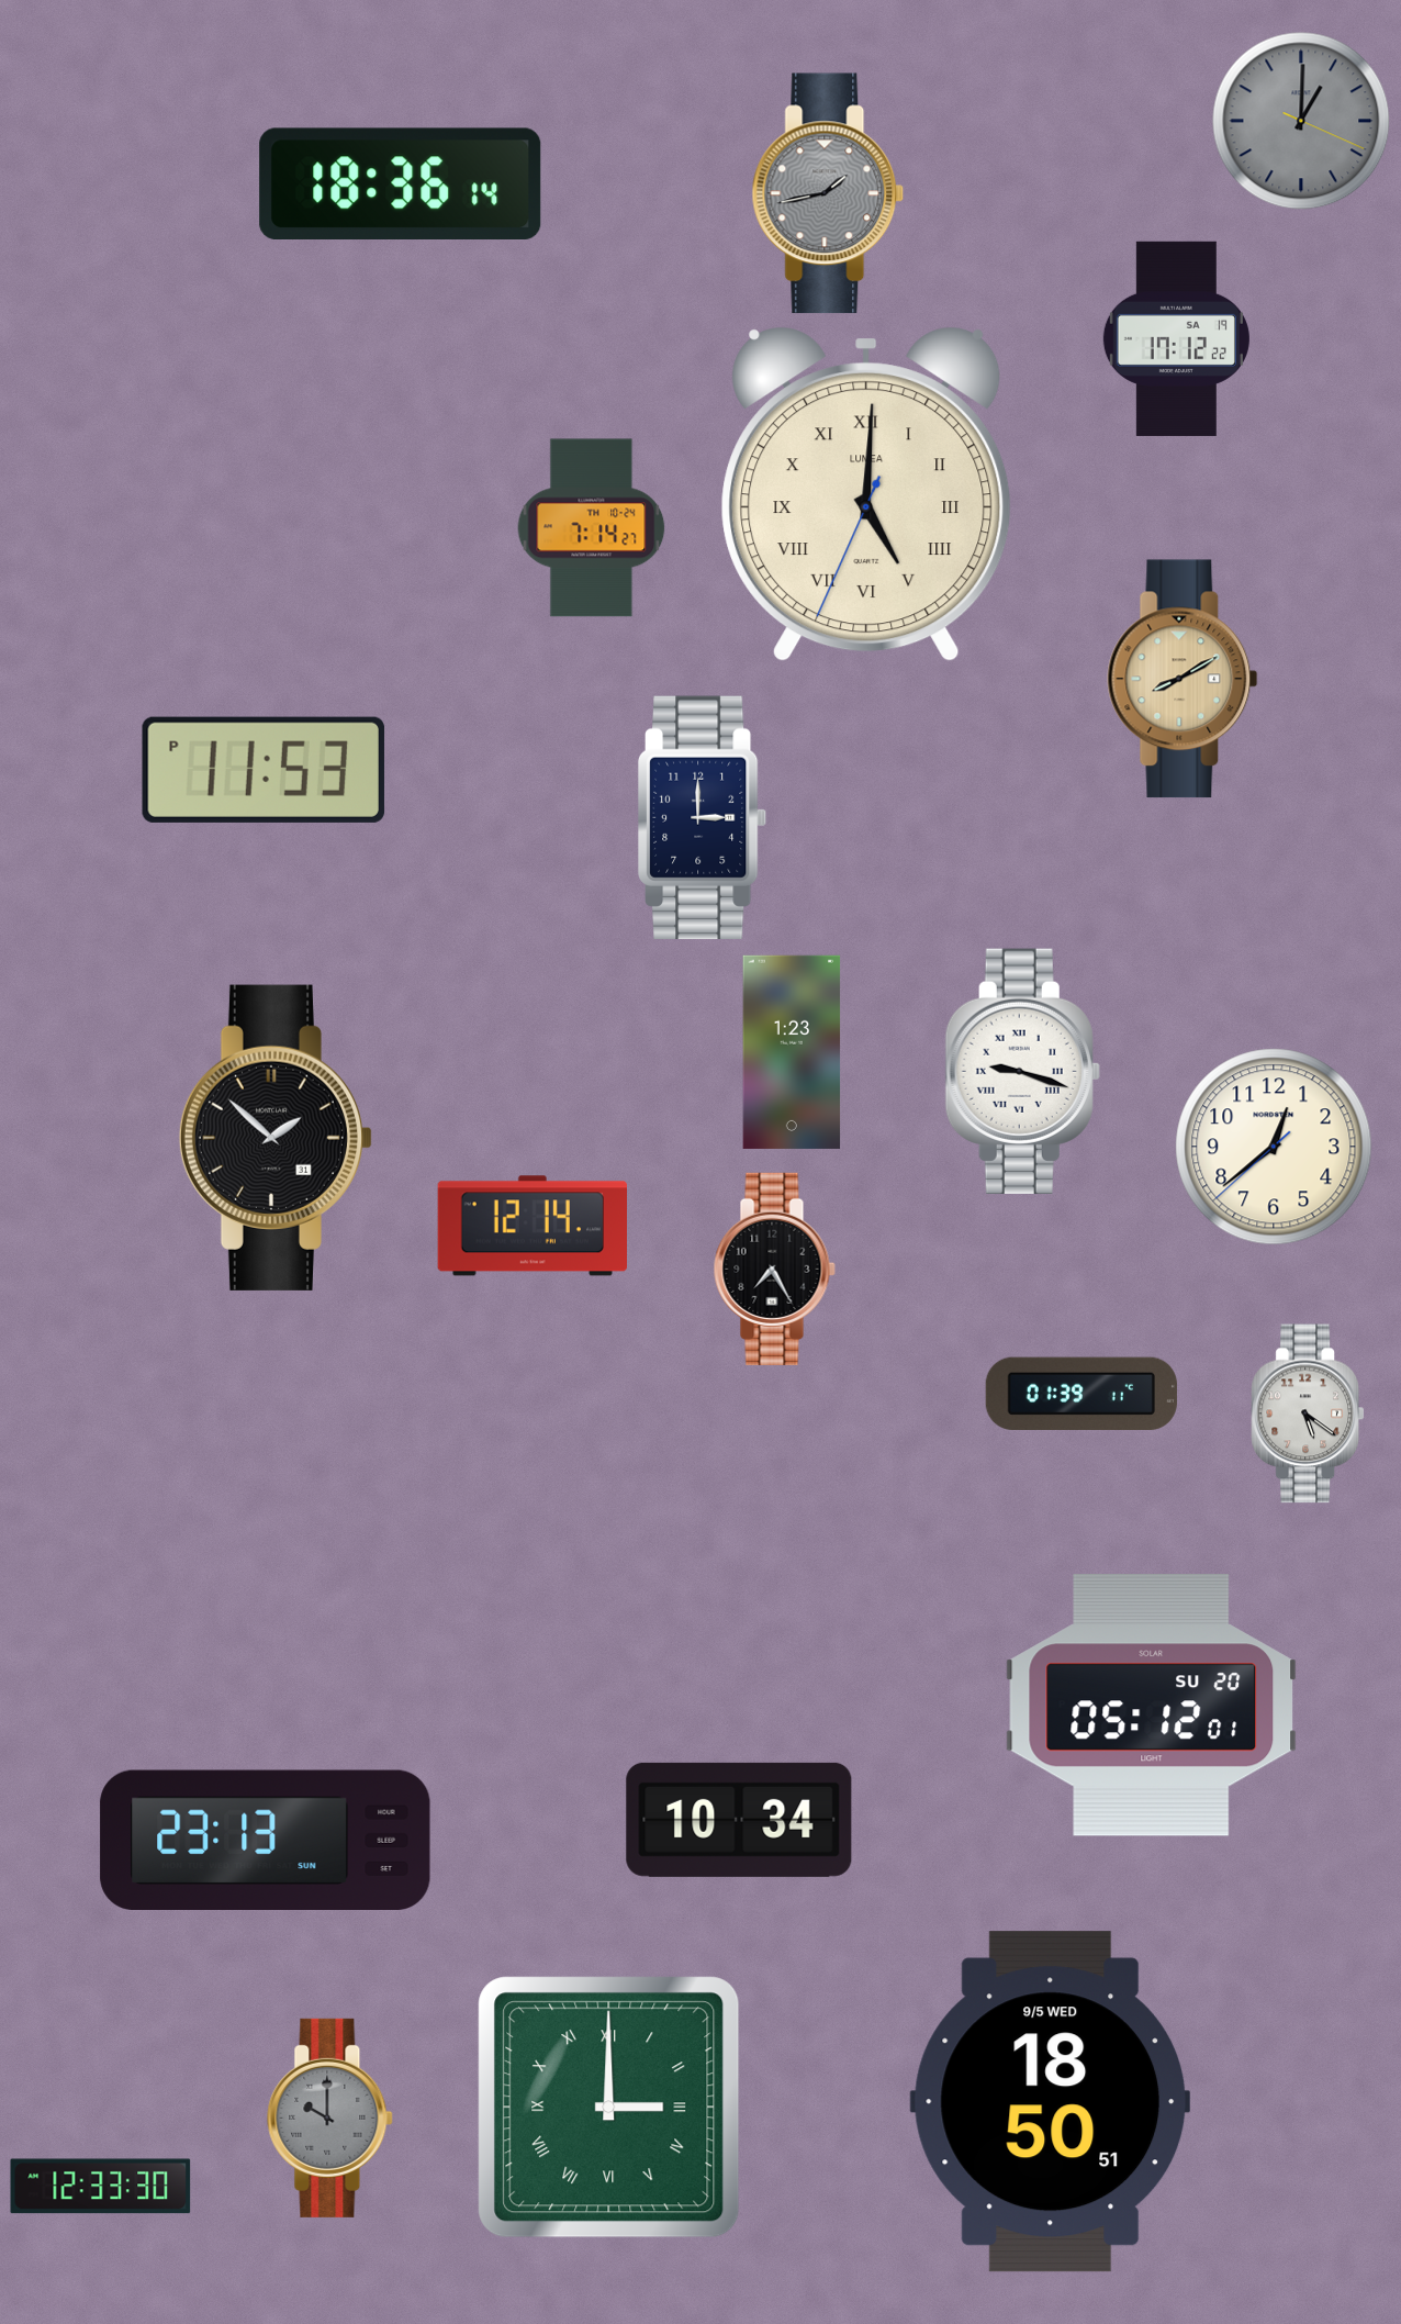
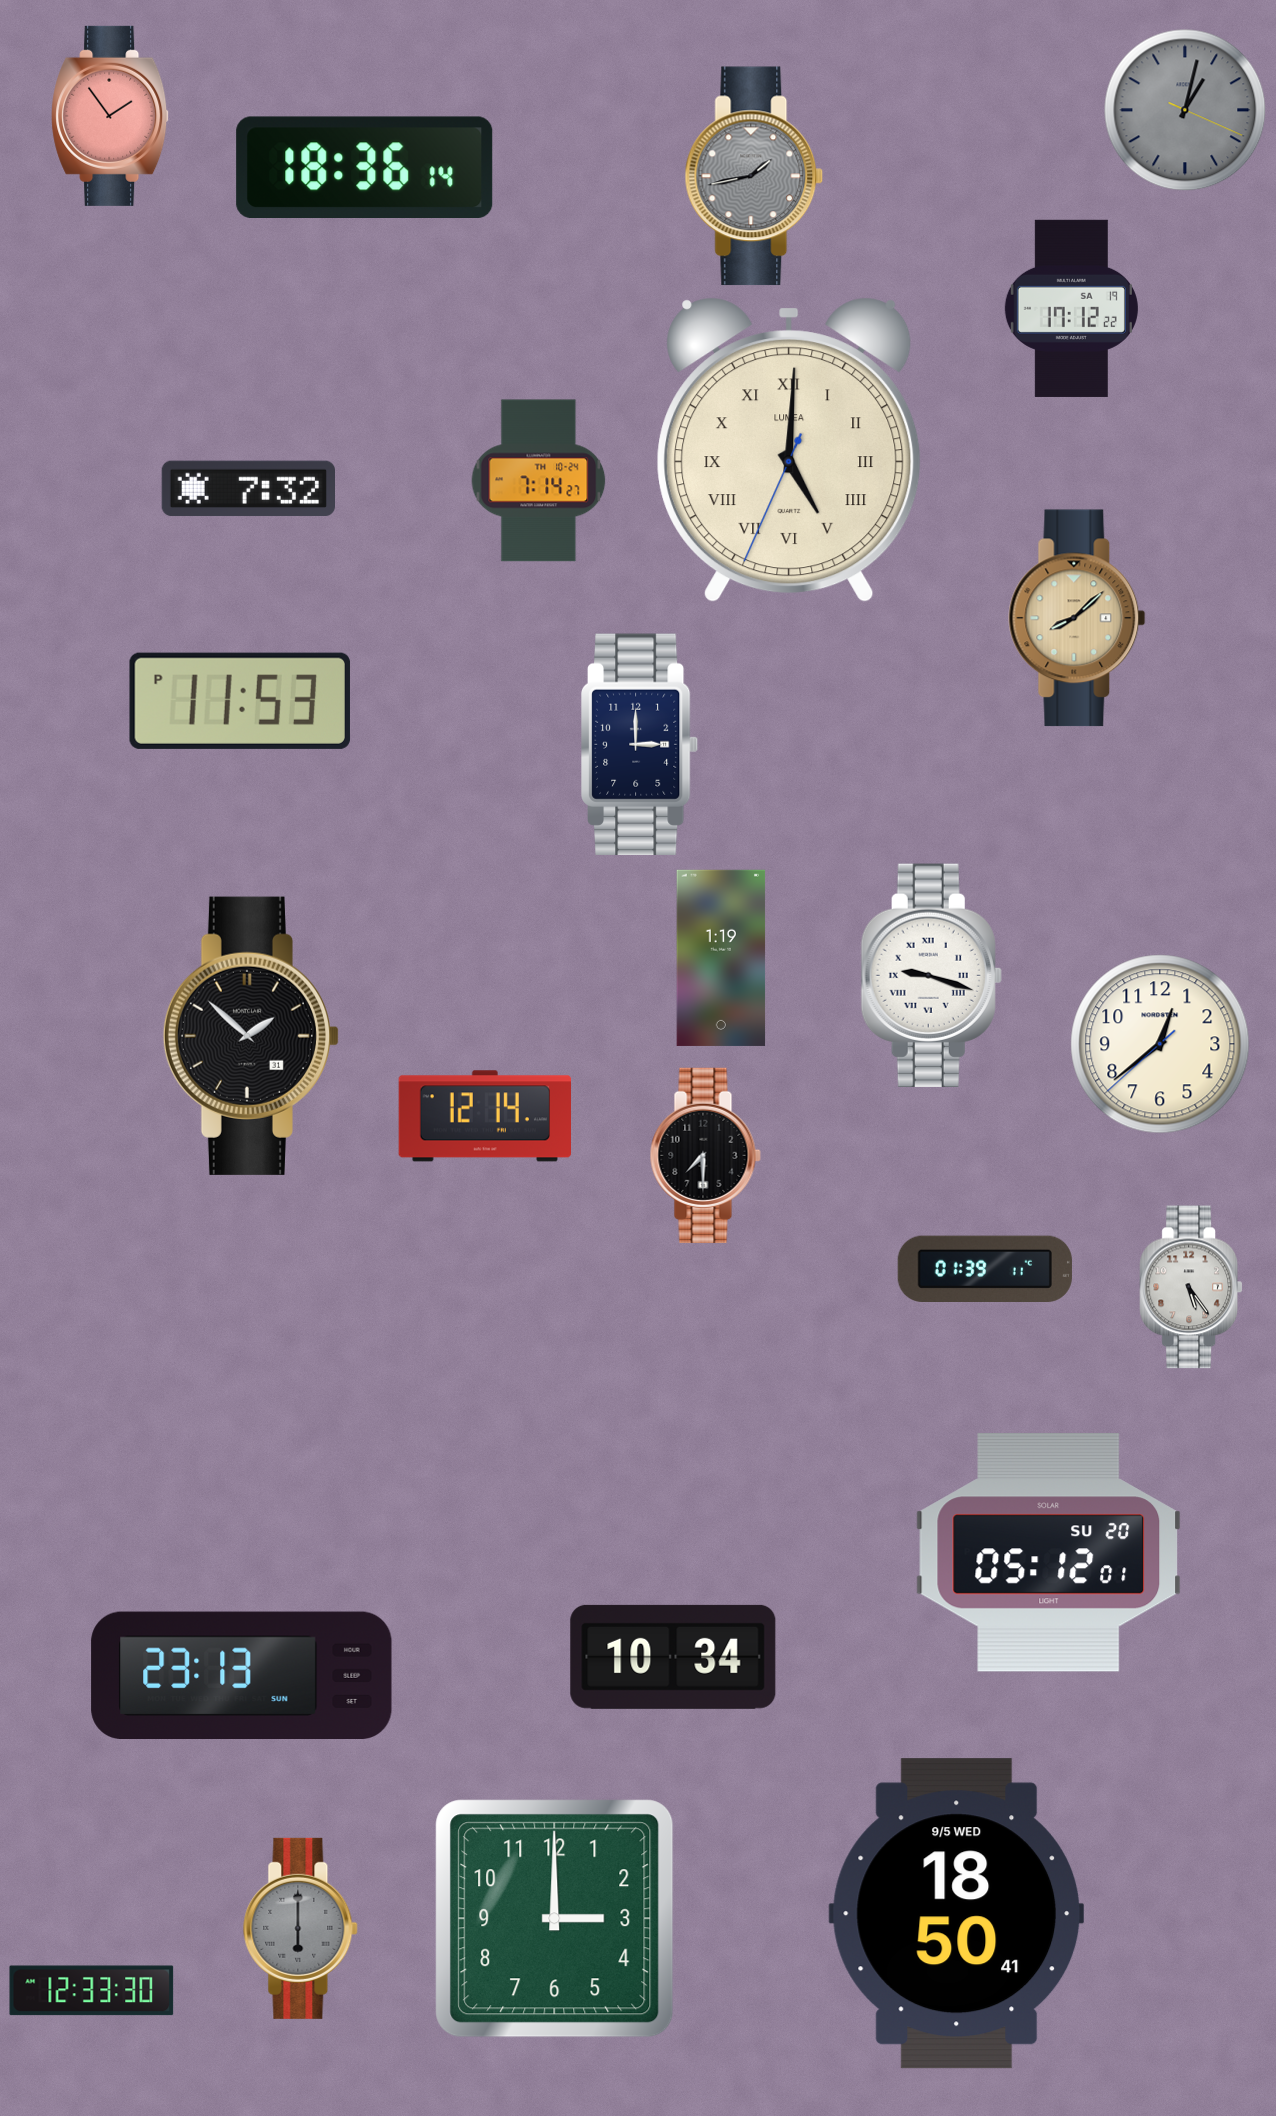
clock at (1301, 121): 1:00 -> 1:02
clock at (111, 116): none -> 1:54
clock at (248, 489): none -> 7:32
clock at (1183, 679): 8:10 -> 8:08
clock at (792, 1052): 1:23 -> 1:19
clock at (774, 1269): 7:25 -> 7:30
clock at (1308, 1414): 5:21 -> 5:24
clock at (1051, 2102): 18:50:51 -> 18:50:41
clock at (609, 2108) numerals: Roman -> Arabic
clock at (330, 2118): 10:00 -> 6:00
